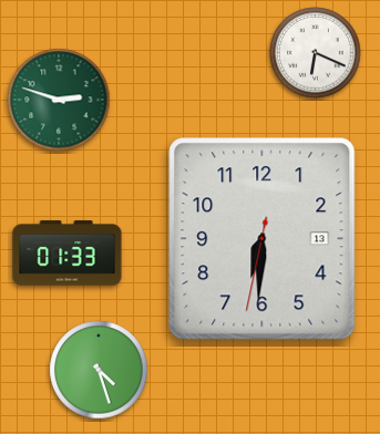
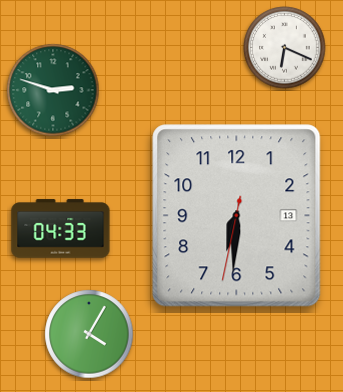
clock at (68, 254): 01:33 -> 04:33
clock at (99, 370): 4:27 -> 4:05
